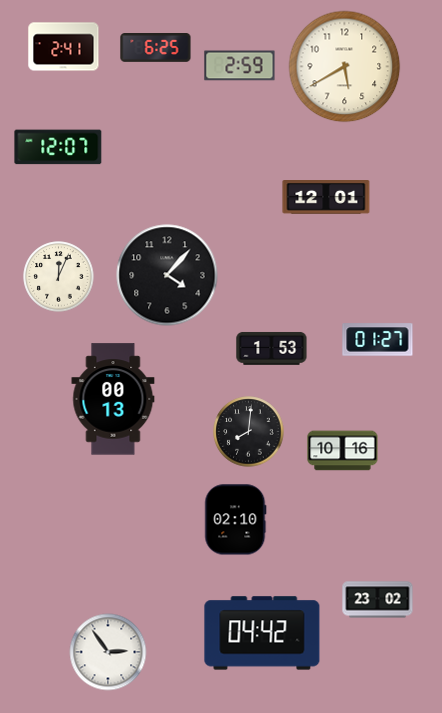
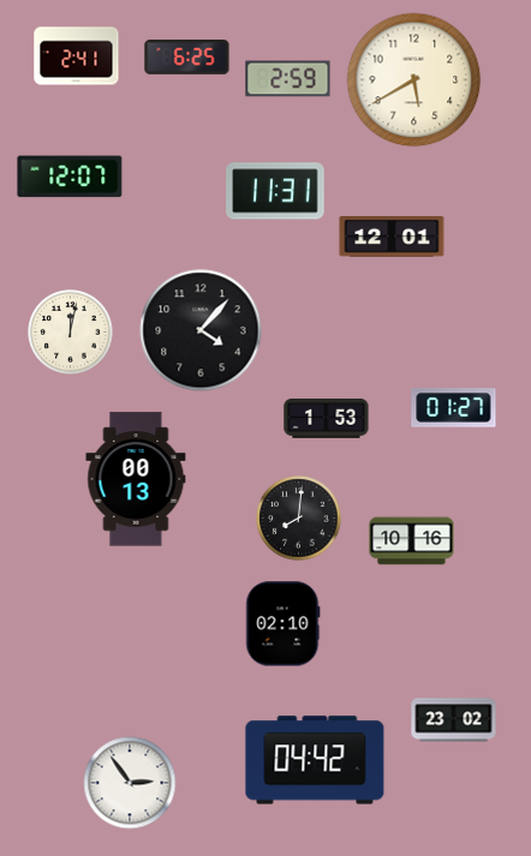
clock at (275, 191): none -> 11:31
clock at (59, 277): 12:04 -> 12:02
